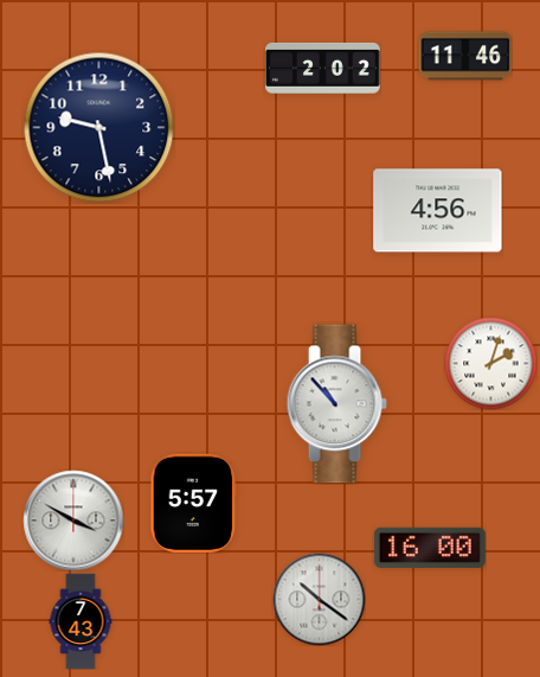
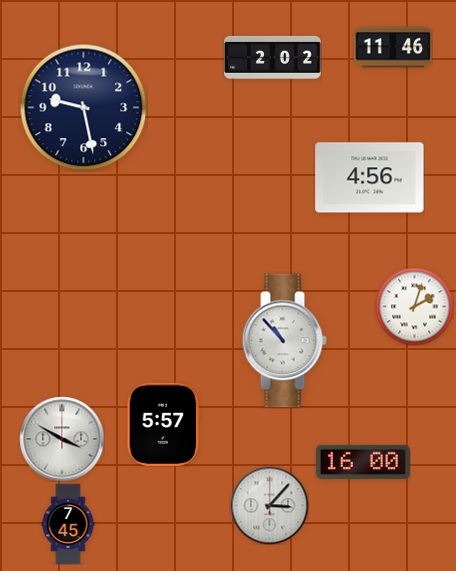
clock at (319, 599): 10:21 -> 3:07
clock at (81, 621): 7:43 -> 7:45
